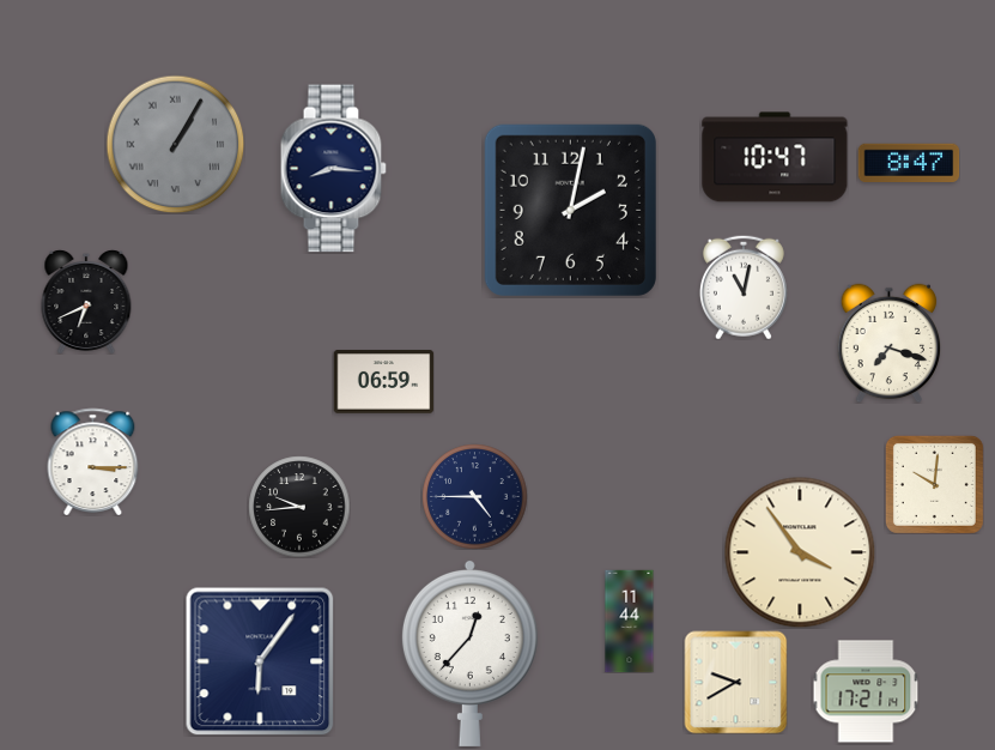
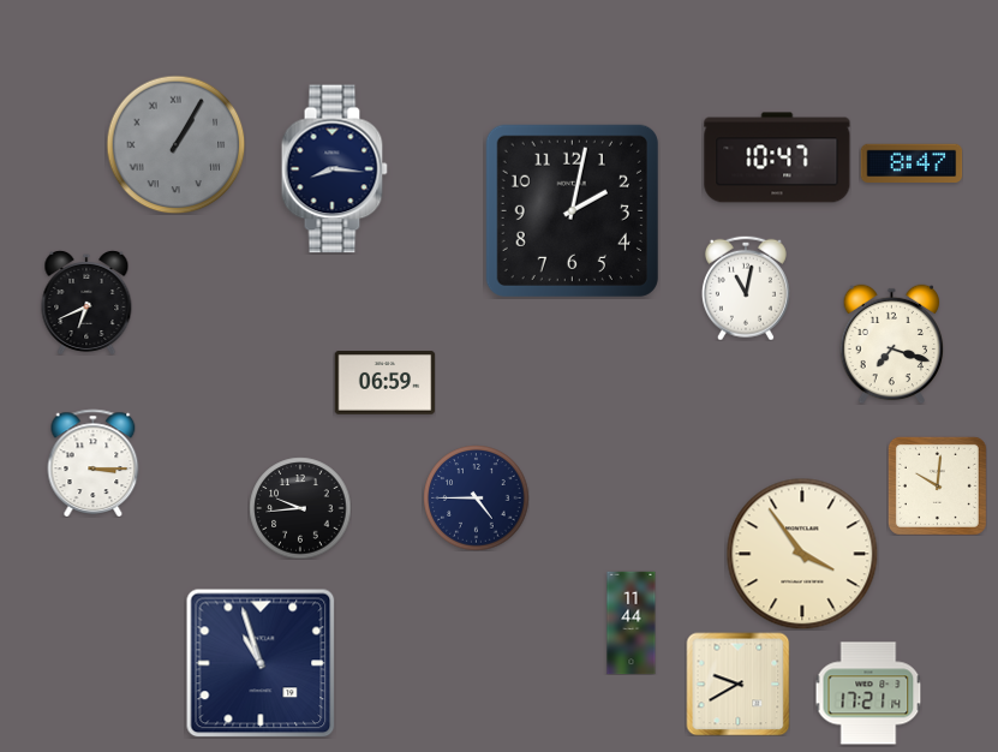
clock at (469, 653): 12:37 -> none
clock at (260, 661): 6:06 -> 10:57
